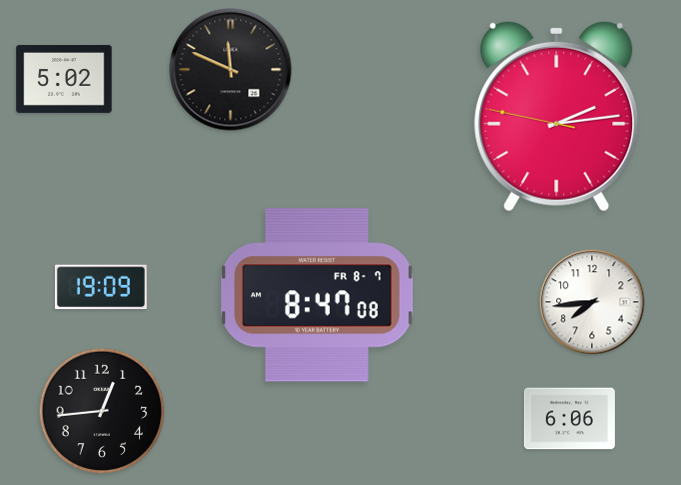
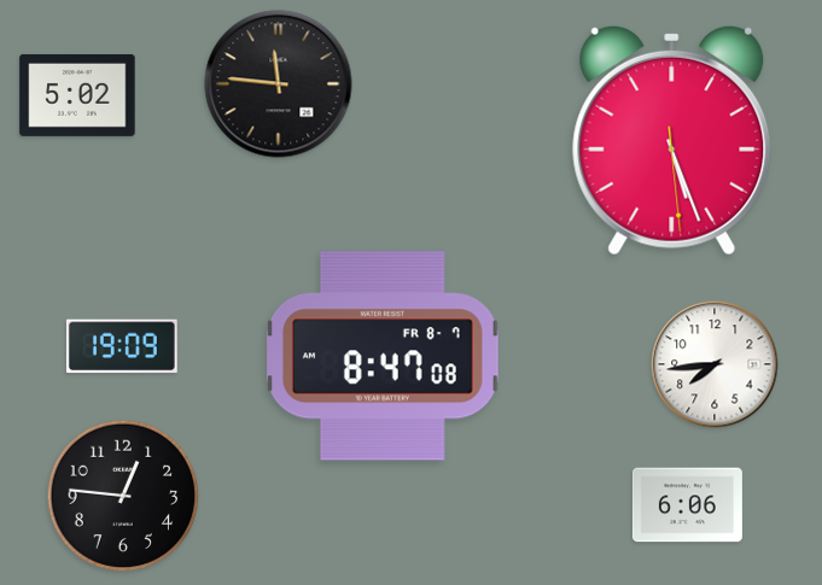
clock at (231, 70): 11:49 -> 11:46
clock at (557, 116): 2:13 -> 5:26
clock at (102, 411): 12:44 -> 12:46
